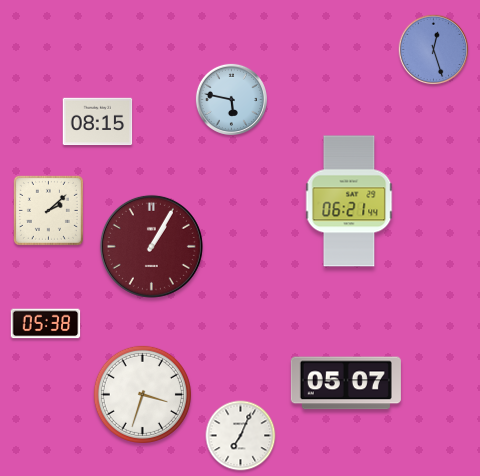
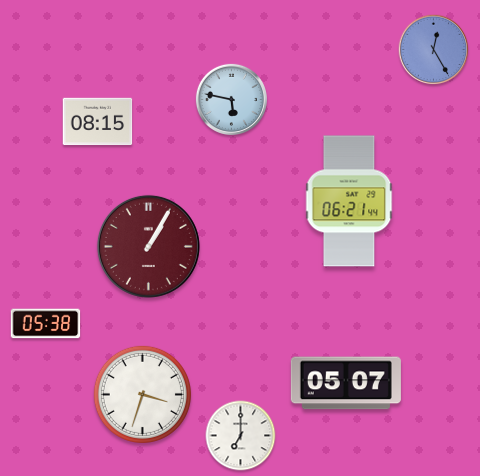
clock at (434, 50): 12:27 -> 12:25
clock at (48, 210): 2:08 -> none
clock at (151, 246) position: (151, 246) -> (148, 246)
clock at (241, 436): 7:04 -> 7:00
